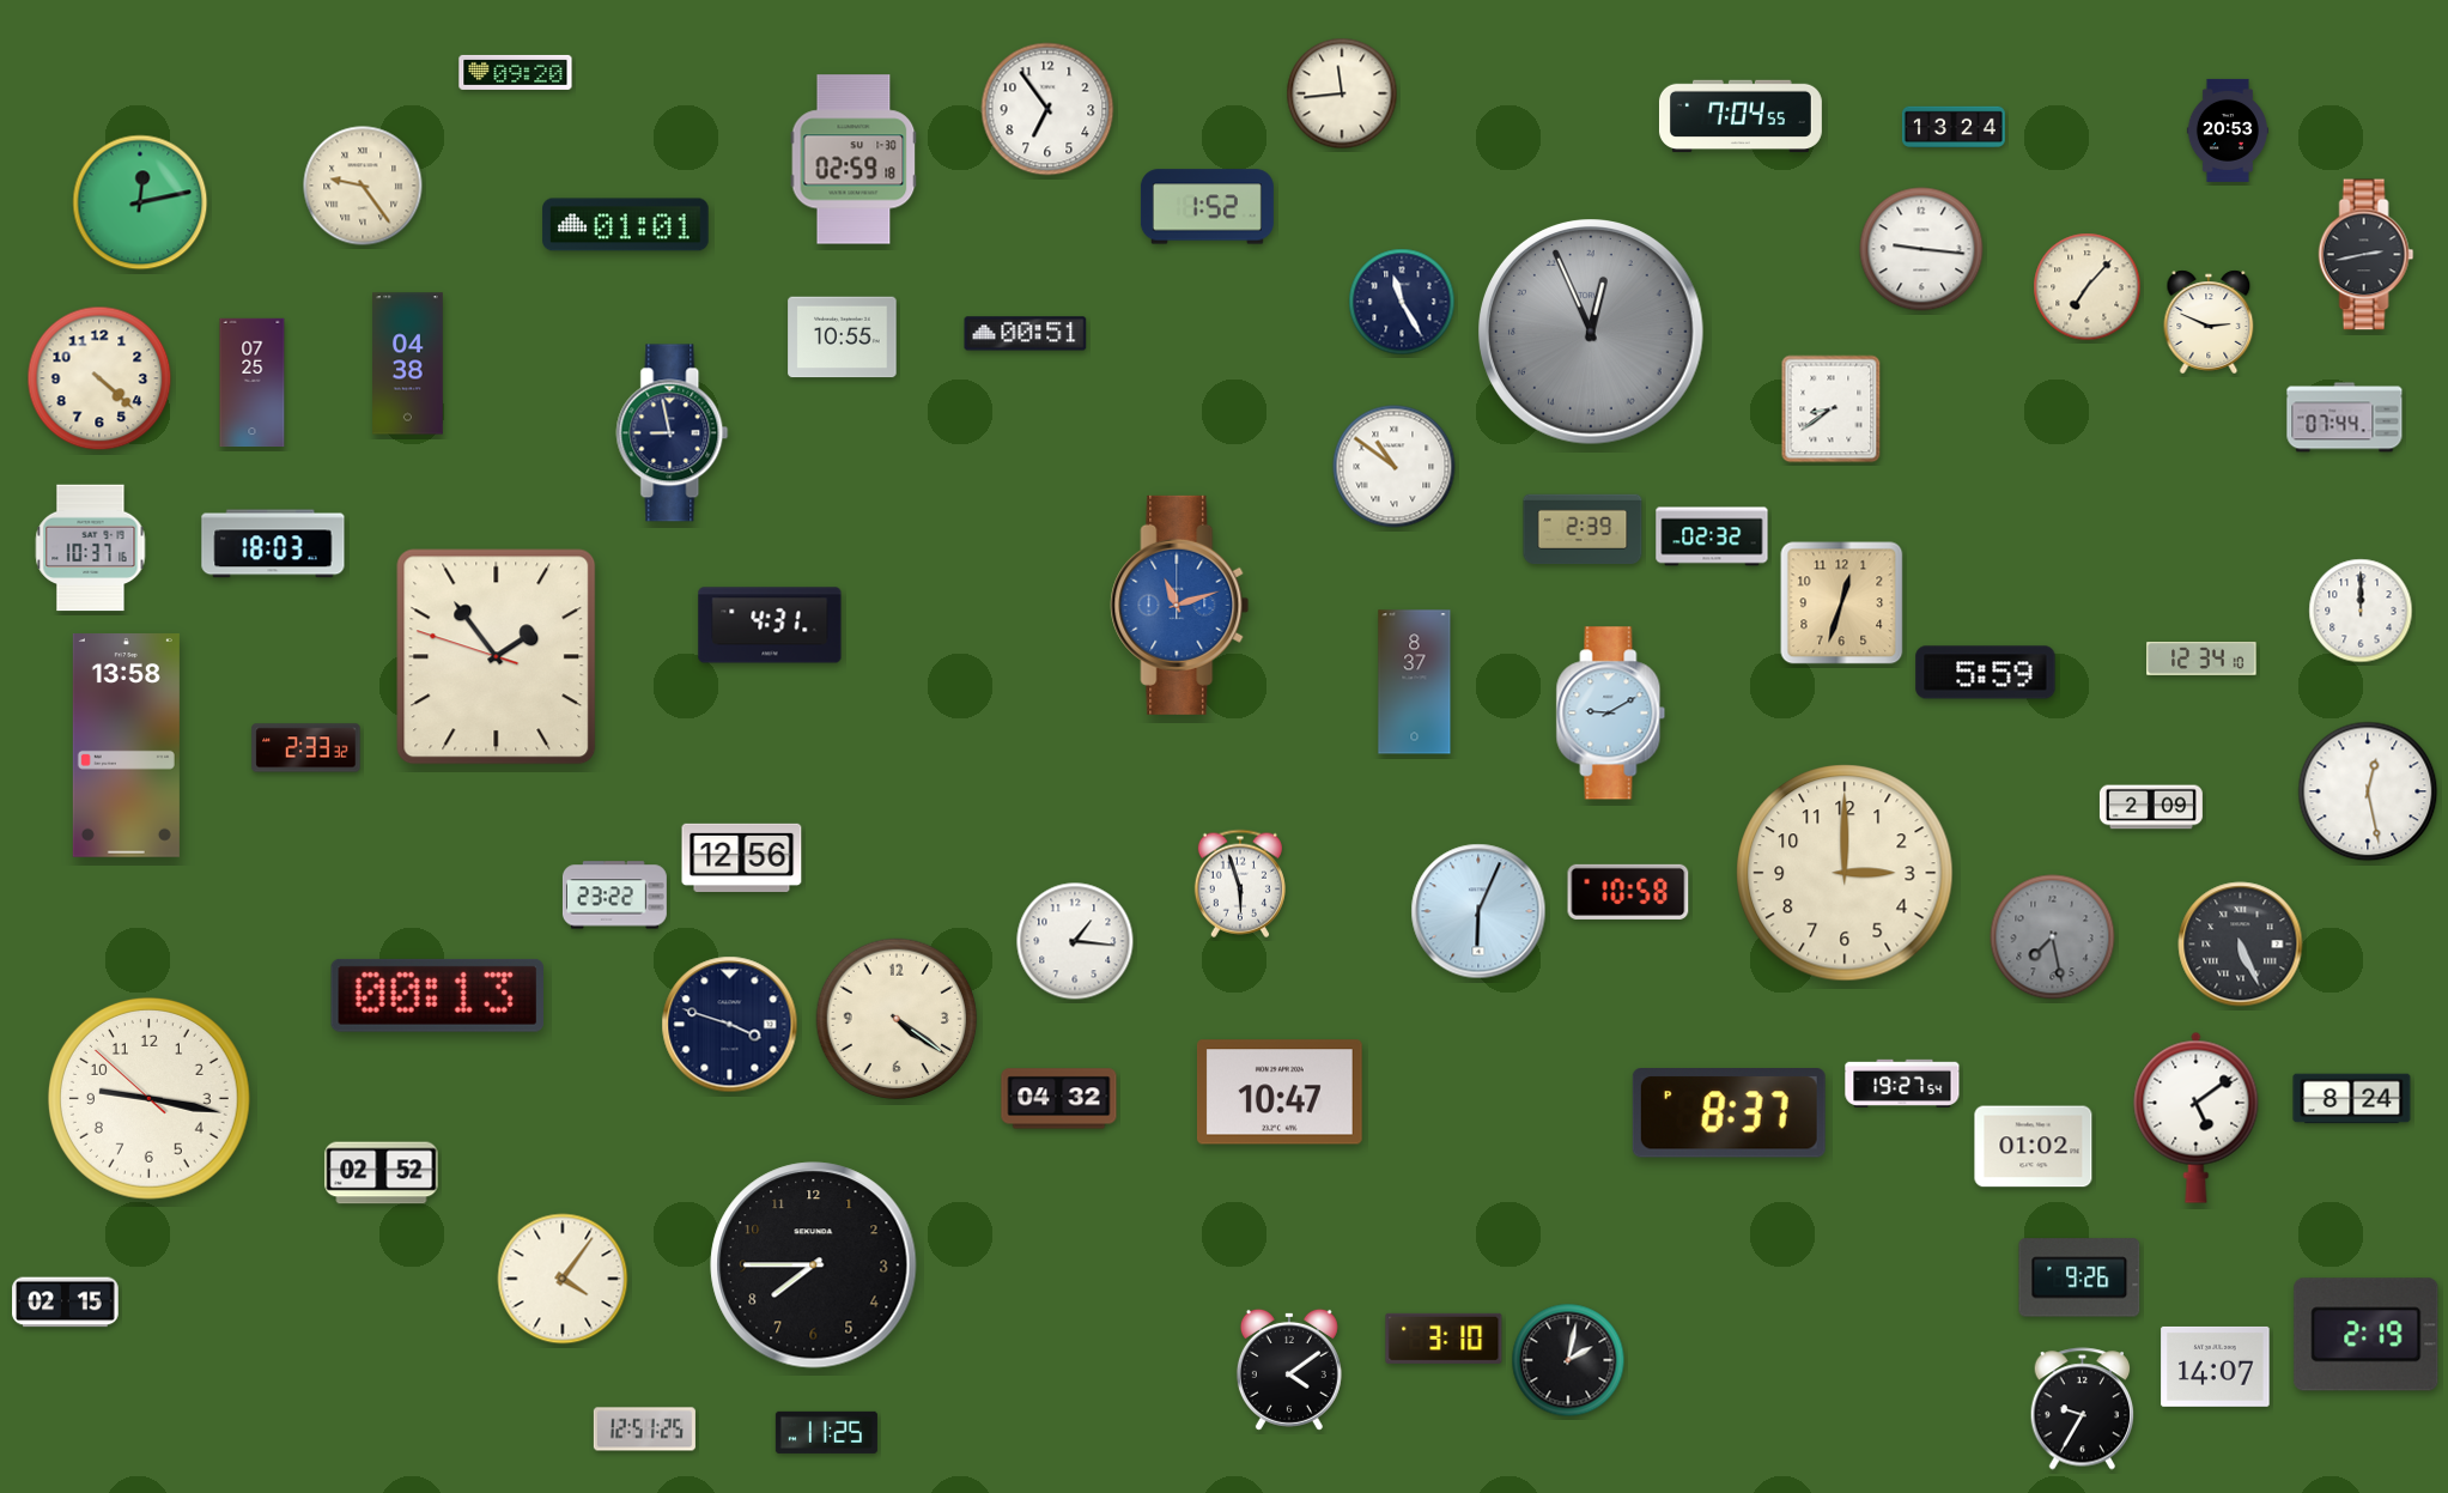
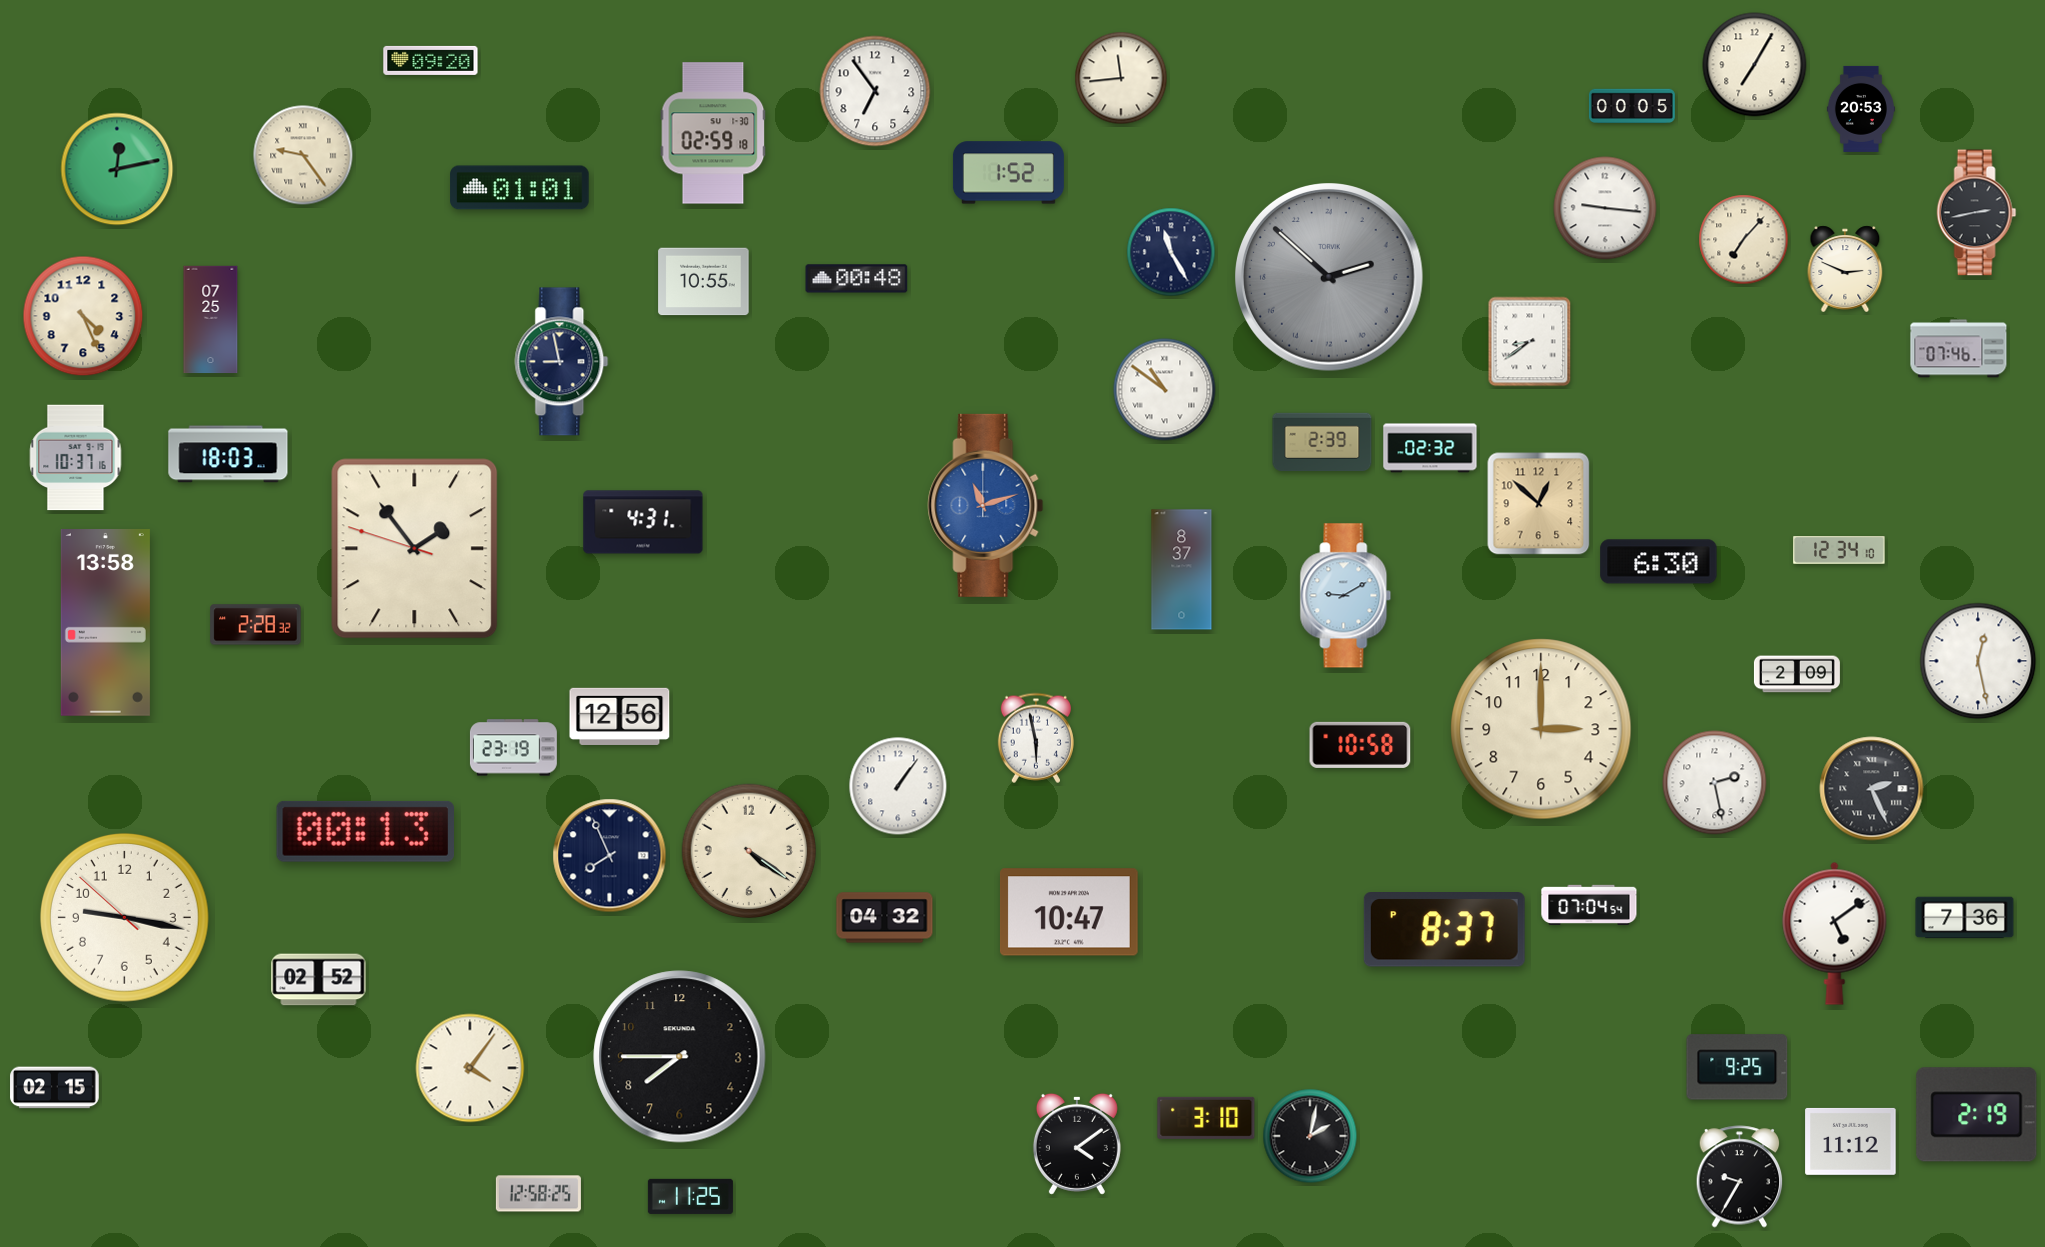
clock at (1755, 65): none -> 7:05
clock at (1741, 116): 7:04 -> none
clock at (1954, 127): 13:24 -> 00:05
clock at (626, 225) position: (626, 225) -> (520, 188)
clock at (1591, 332): 0:56 -> 4:52
clock at (1026, 334): 00:51 -> 00:48
clock at (408, 364): 04:38 -> none
clock at (99, 378): 4:22 -> 4:26
clock at (2345, 418): 07:44 -> 07:46
clock at (1842, 603): 12:33 -> 12:52
clock at (2361, 611): 12:00 -> none
clock at (1986, 673): 5:59 -> 6:30
clock at (306, 748): 2:33 -> 2:28
clock at (1240, 884): 5:57 -> 5:58
clock at (614, 896): 23:22 -> 23:19
clock at (1478, 911): 6:04 -> none
clock at (2053, 937): 7:28 -> 2:28
clock at (2053, 937) dial: grey -> white
clock at (1075, 941): 1:16 -> 1:06
clock at (2241, 945): 5:26 -> 2:26
clock at (730, 1025): 3:48 -> 7:56
clock at (1902, 1082): 19:27 -> 07:04
clock at (2352, 1099): 8:24 -> 7:36
clock at (2034, 1147): 01:02 -> none
clock at (2079, 1277): 9:26 -> 9:25
clock at (2216, 1366): 14:07 -> 11:12
clock at (644, 1430): 12:51 -> 12:58
